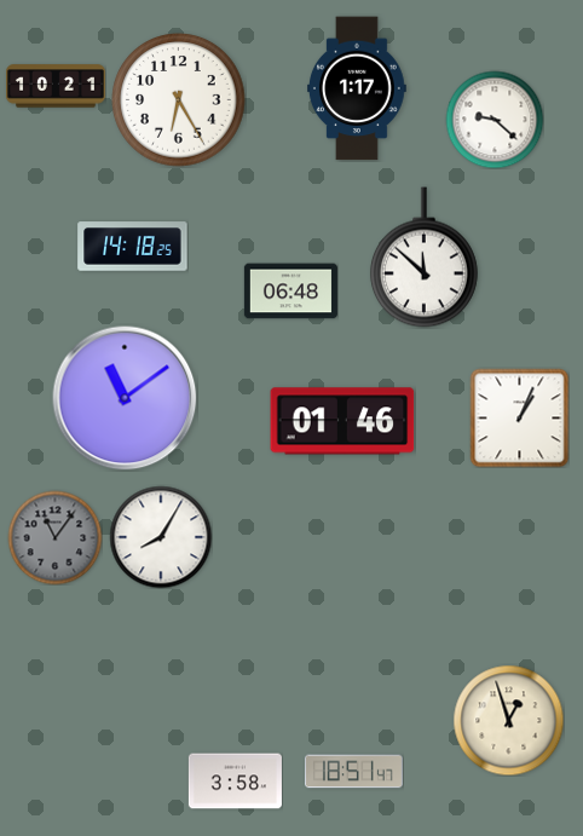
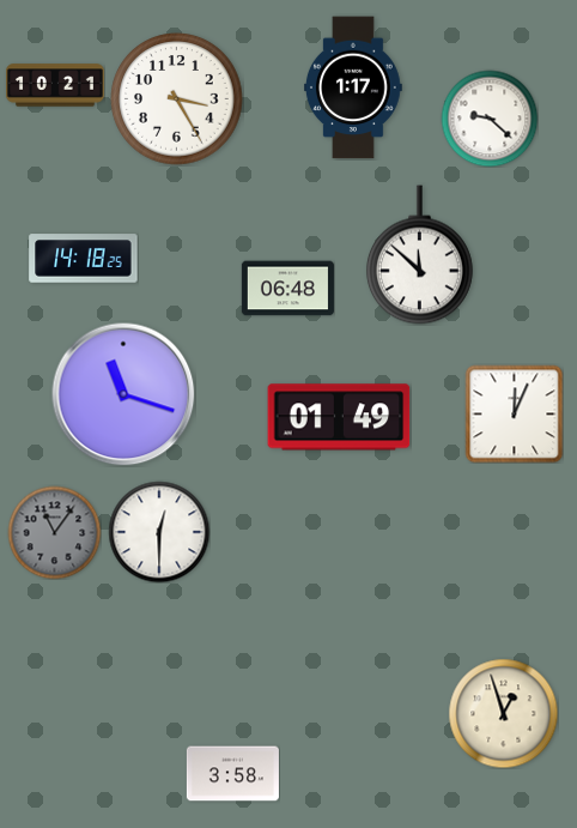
clock at (179, 100): 6:25 -> 3:25
clock at (133, 247) position: (133, 247) -> (84, 259)
clock at (125, 398): 11:09 -> 11:18
clock at (519, 417): 1:04 -> 12:04
clock at (342, 421): 01:46 -> 01:49
clock at (161, 537): 8:05 -> 12:30
clock at (353, 772): 18:51 -> none
